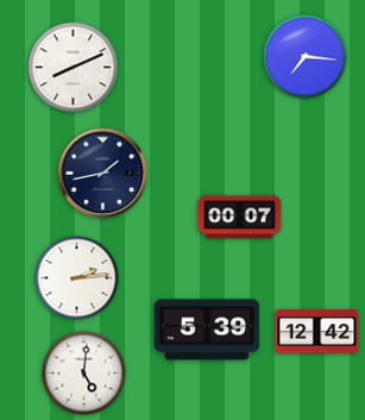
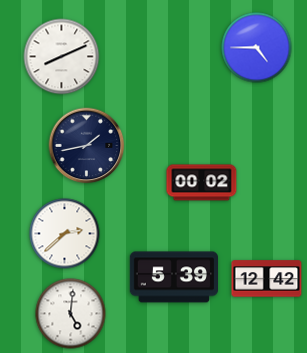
clock at (306, 57): 7:16 -> 4:45
clock at (240, 218): 00:07 -> 00:02
clock at (77, 278): 2:14 -> 2:38
